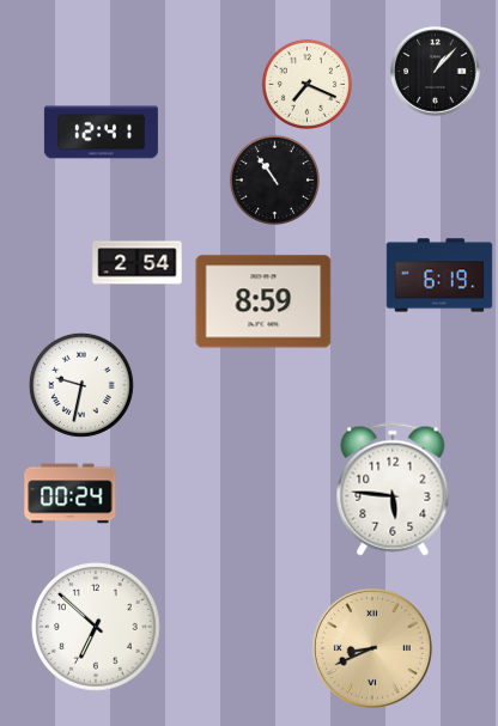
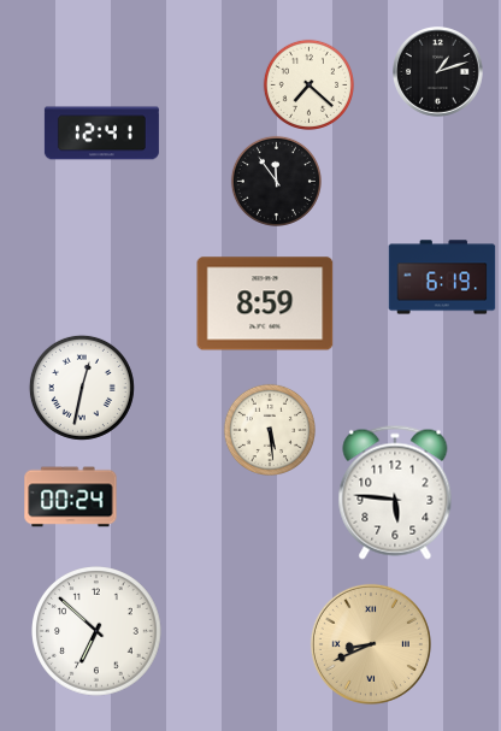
clock at (436, 72): 1:07 -> 1:12
clock at (306, 84): 7:19 -> 7:22
clock at (274, 179): 10:54 -> 11:54
clock at (138, 263): 2:54 -> none
clock at (81, 385): 9:32 -> 12:32
clock at (270, 430): none -> 5:29
clock at (372, 648) position: (372, 648) -> (371, 644)
